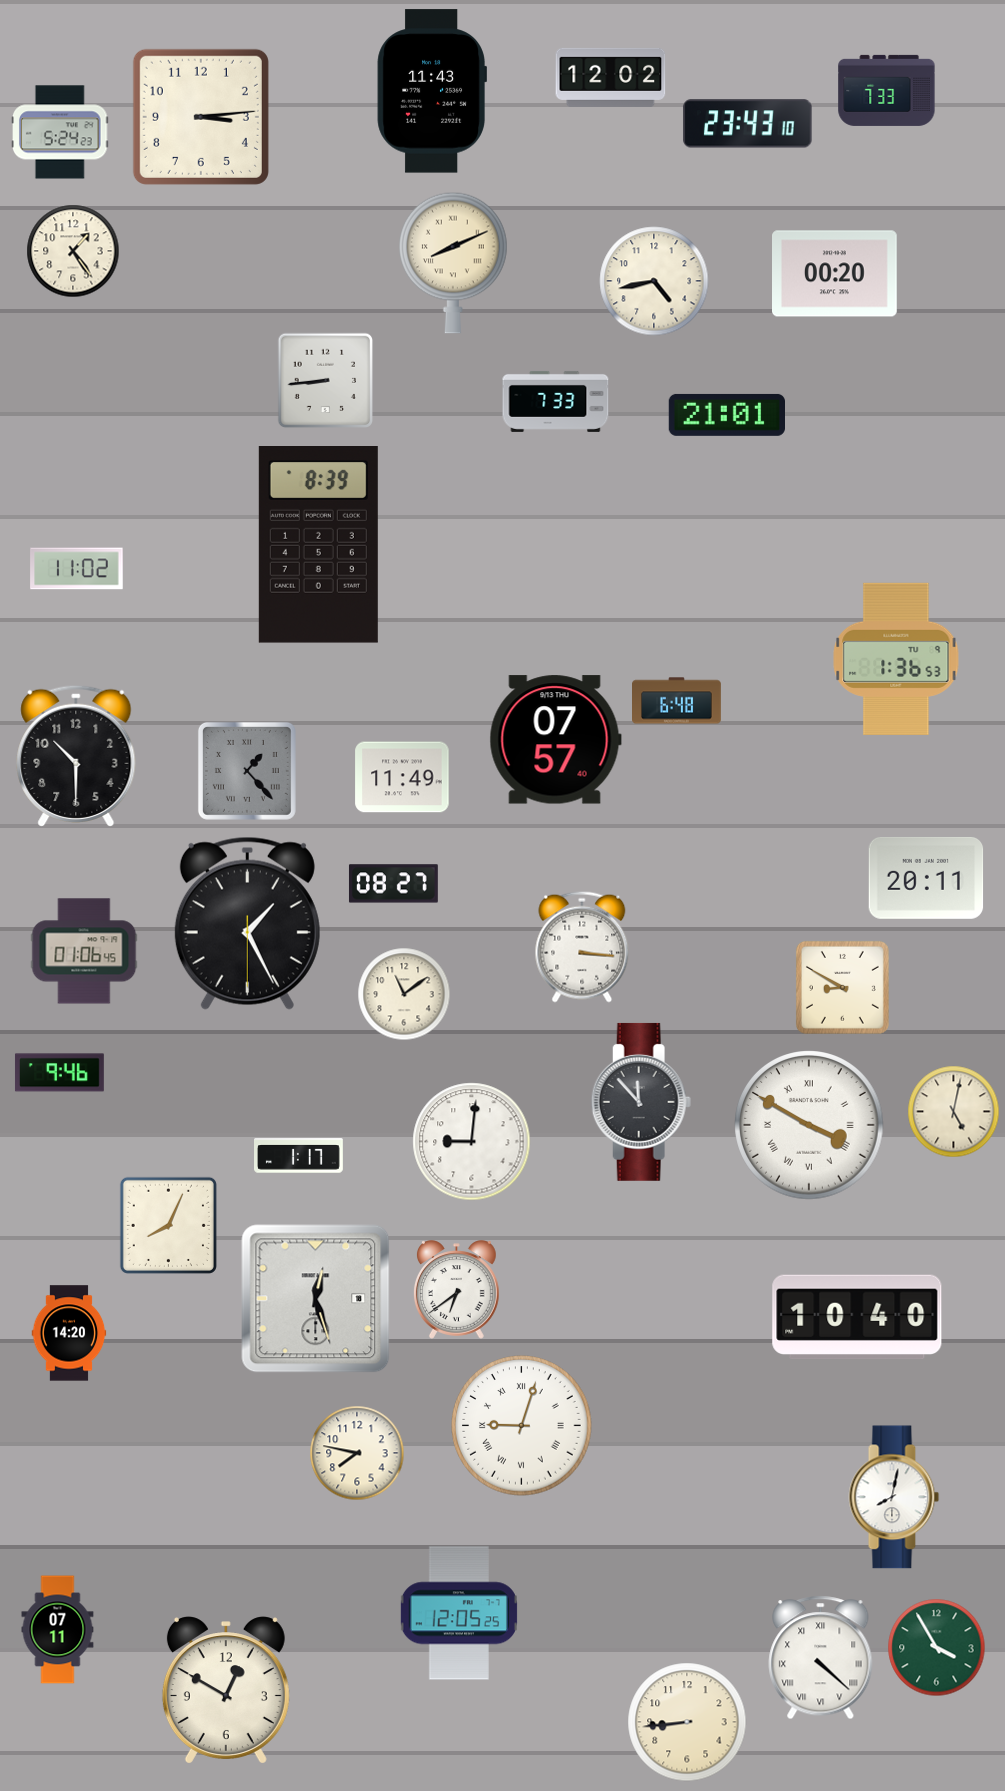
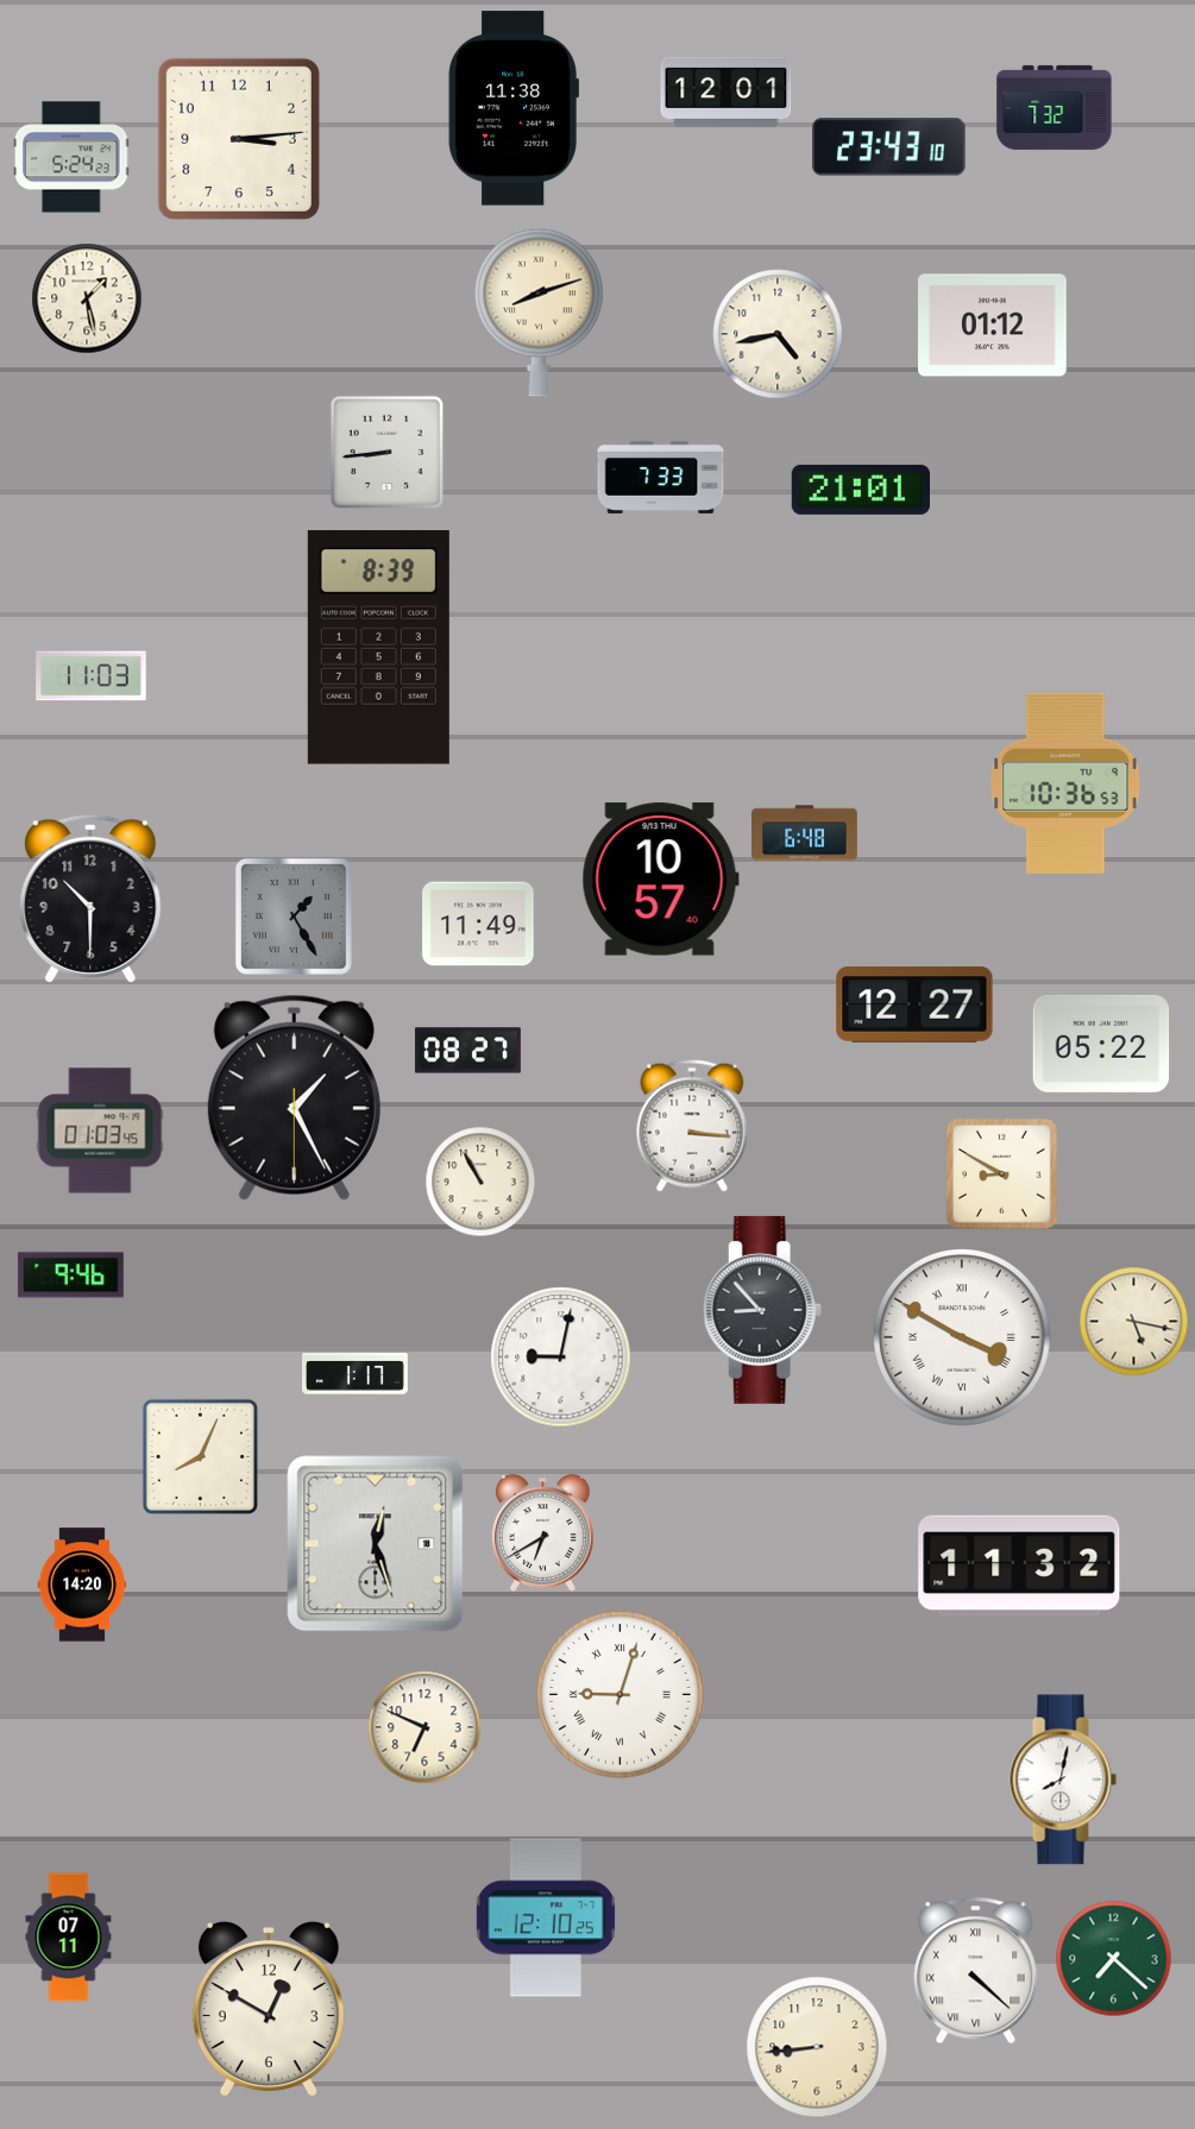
clock at (611, 77): 12:02 -> 12:01
clock at (887, 90): 7:33 -> 7:32
clock at (432, 91): 11:43 -> 11:38
clock at (73, 251): 1:24 -> 1:28
clock at (454, 263): 8:11 -> 8:12
clock at (835, 274): 00:20 -> 01:12
clock at (726, 415) position: (726, 415) -> (860, 490)
clock at (77, 569): 11:02 -> 11:03
clock at (896, 659): 1:36 -> 10:36
clock at (555, 740): 07:57 -> 10:57
clock at (247, 771): 1:23 -> 1:25
clock at (914, 1004): none -> 12:27
clock at (926, 878): 20:11 -> 05:22
clock at (84, 951): 01:06 -> 01:03
clock at (404, 994): 11:09 -> 10:55
clock at (641, 1102): 11:53 -> 8:53
clock at (954, 1112): 5:02 -> 5:17
clock at (472, 1142): 9:01 -> 9:02
clock at (456, 1290): 6:39 -> 6:40
clock at (857, 1317): 10:40 -> 11:32
clock at (357, 1453): 7:47 -> 6:49
clock at (459, 1613): 12:05 -> 12:10
clock at (937, 1648): 3:55 -> 7:22
